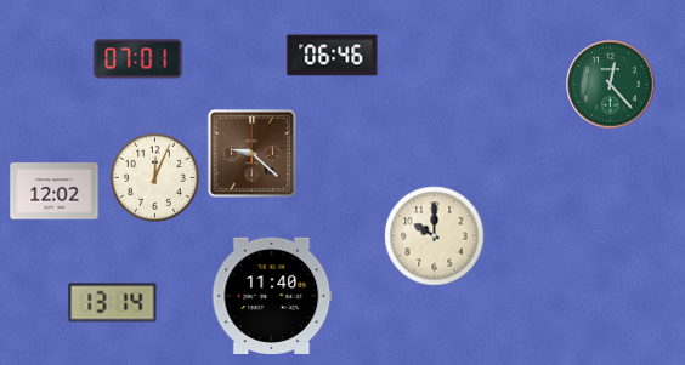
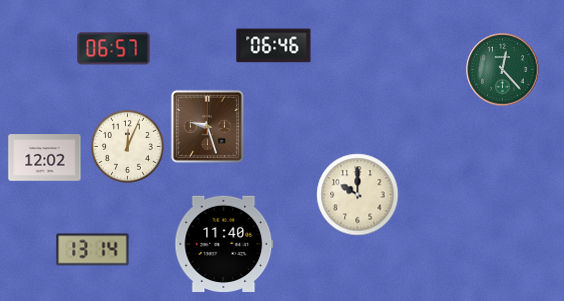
clock at (138, 59): 07:01 -> 06:57
clock at (251, 153): 9:22 -> 9:27
